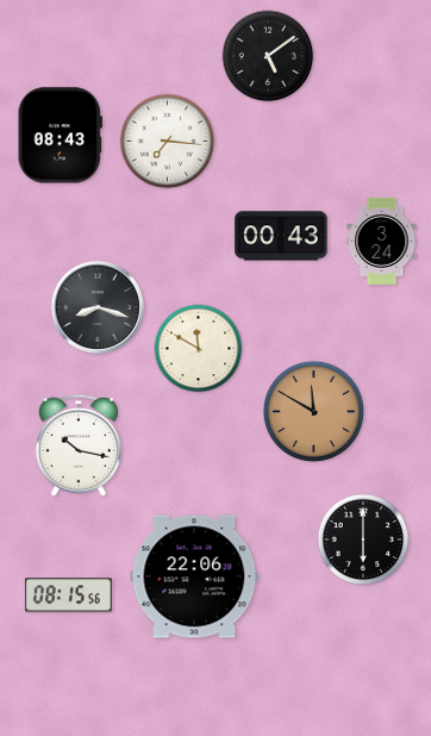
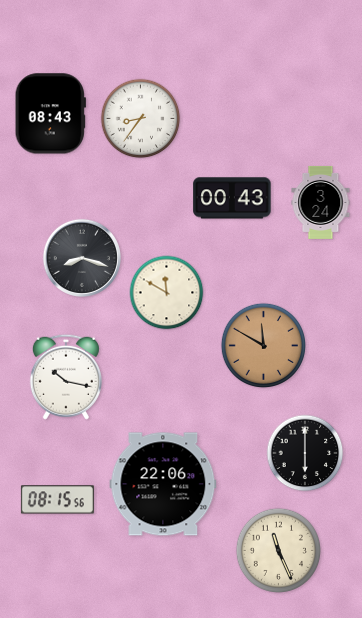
clock at (268, 56): 5:09 -> none
clock at (168, 142): 7:16 -> 8:36
clock at (281, 236) position: (281, 236) -> (232, 198)
clock at (79, 445) position: (79, 445) -> (66, 377)
clock at (278, 550): none -> 11:26
